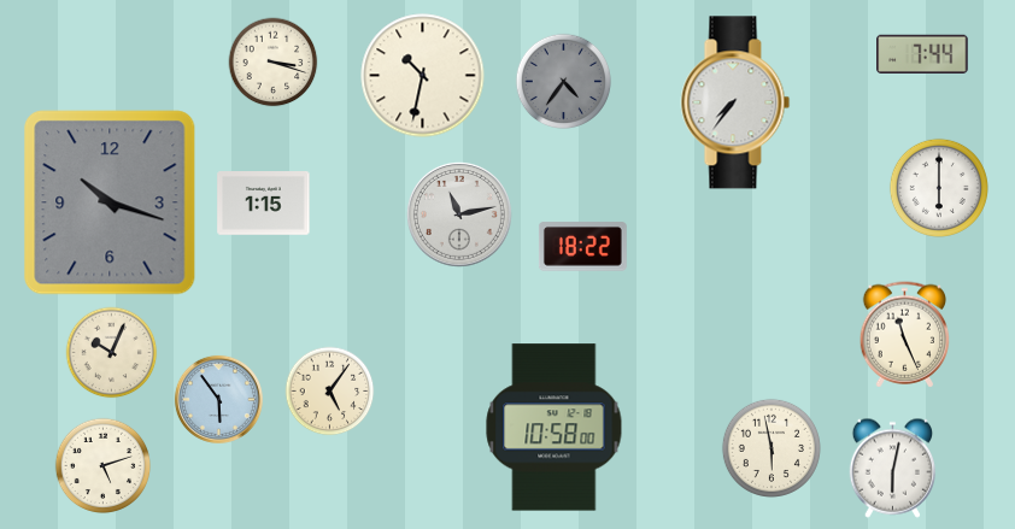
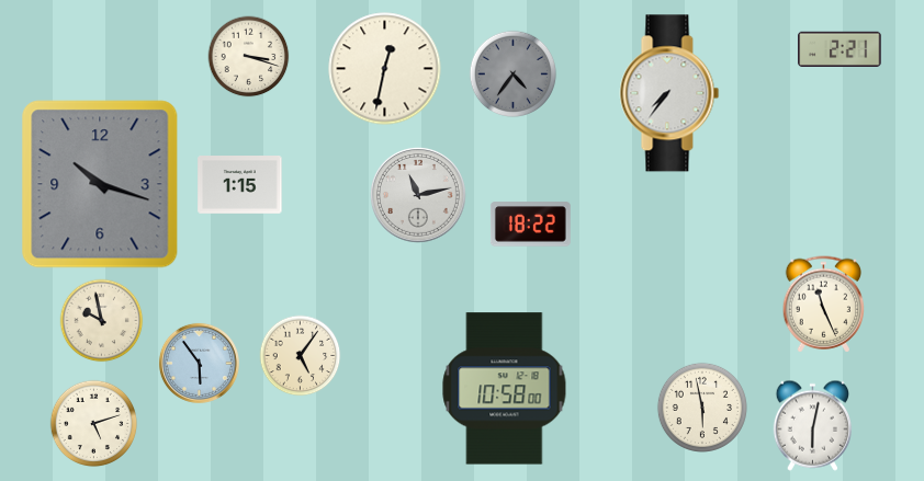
clock at (922, 54): 7:44 -> 2:21
clock at (423, 76): 10:32 -> 12:32
clock at (939, 188): 6:00 -> none
clock at (112, 353): 10:04 -> 9:58
